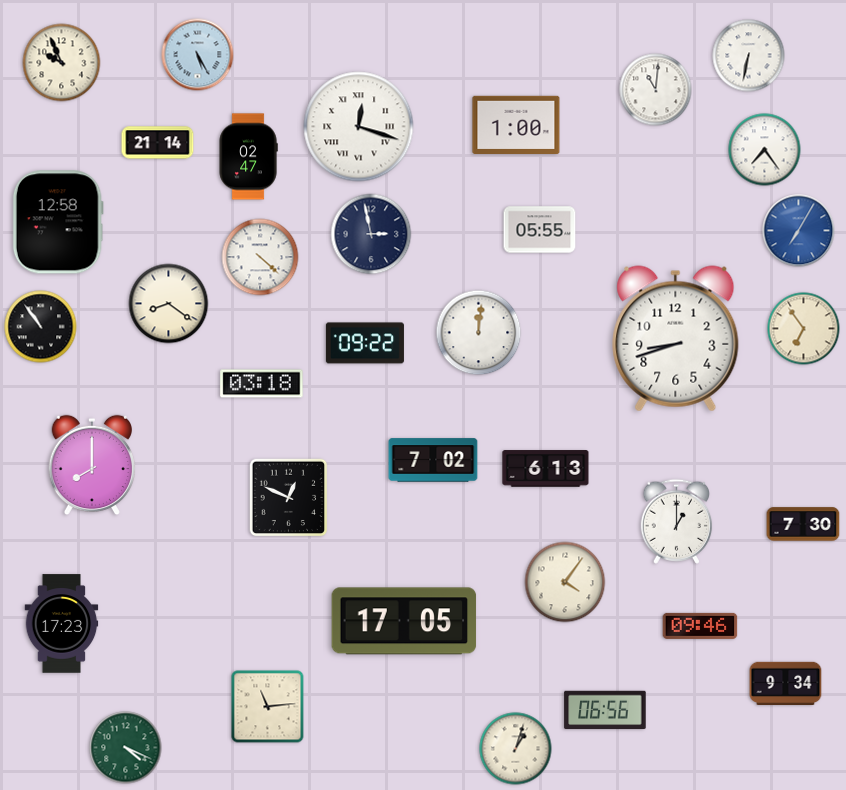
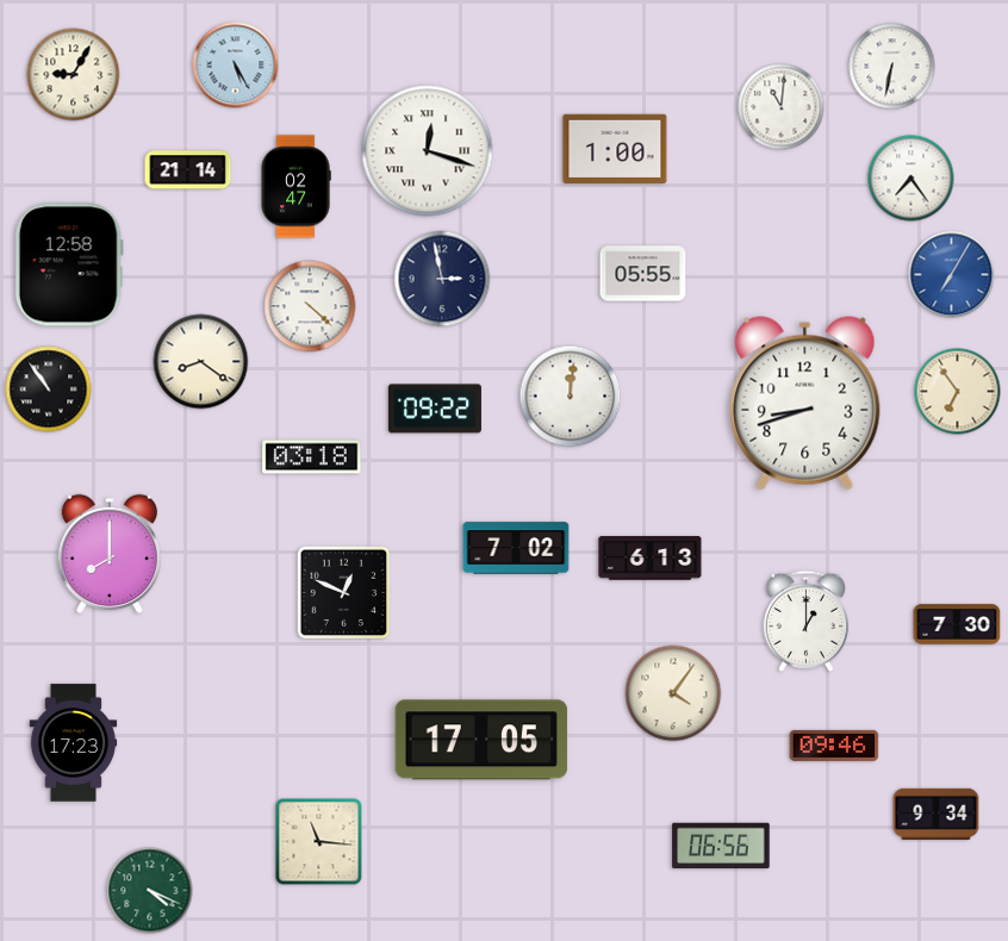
clock at (62, 63): 9:56 -> 9:05
clock at (268, 707): 11:14 -> 11:16
clock at (516, 749): 1:03 -> none
